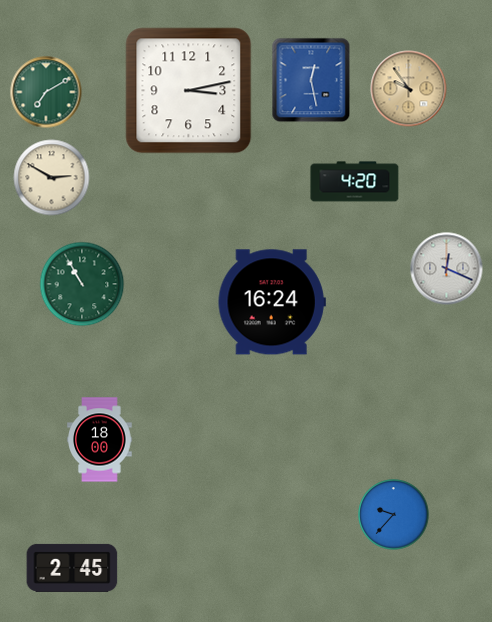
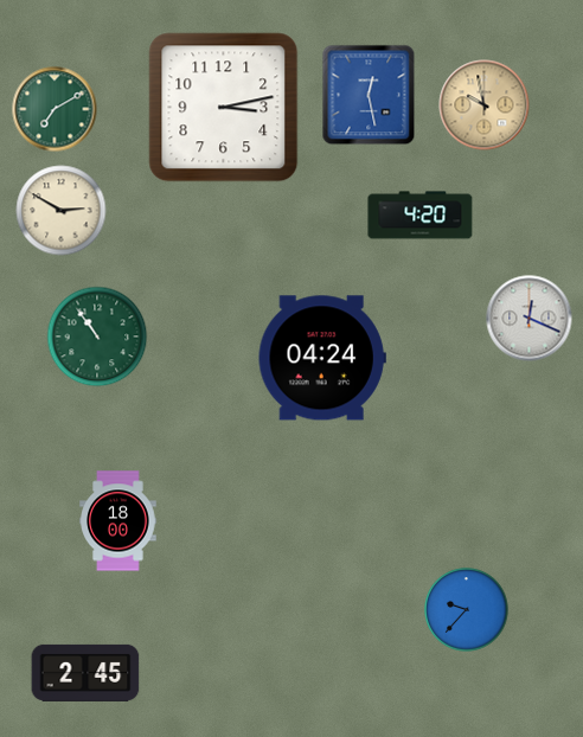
clock at (409, 89): 9:54 -> 9:58
clock at (82, 284): 10:55 -> 10:54
clock at (272, 302): 16:24 -> 04:24
